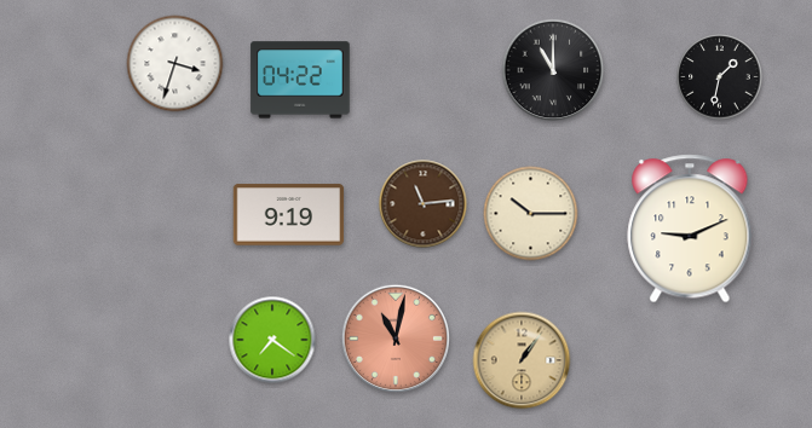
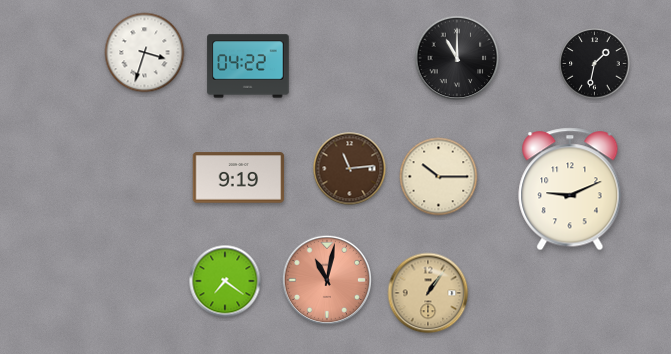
clock at (522, 360) position: (522, 360) -> (428, 293)
